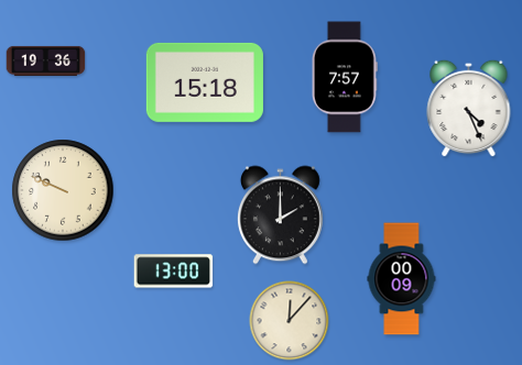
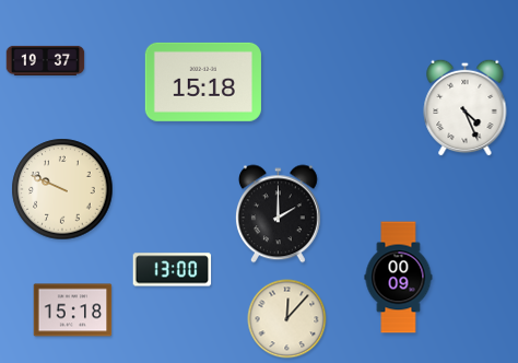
clock at (46, 60): 19:36 -> 19:37
clock at (345, 77): 7:57 -> none
clock at (73, 311): none -> 15:18
